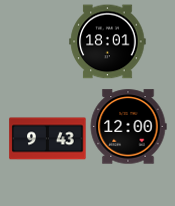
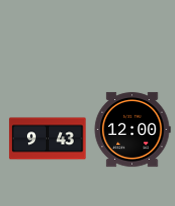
clock at (108, 42): 18:01 -> none
clock at (128, 127) position: (128, 127) -> (132, 130)
